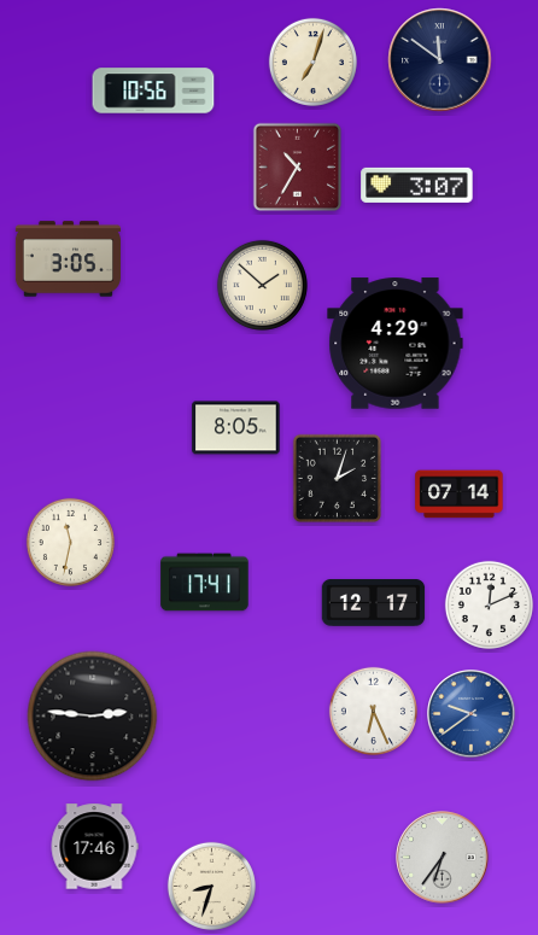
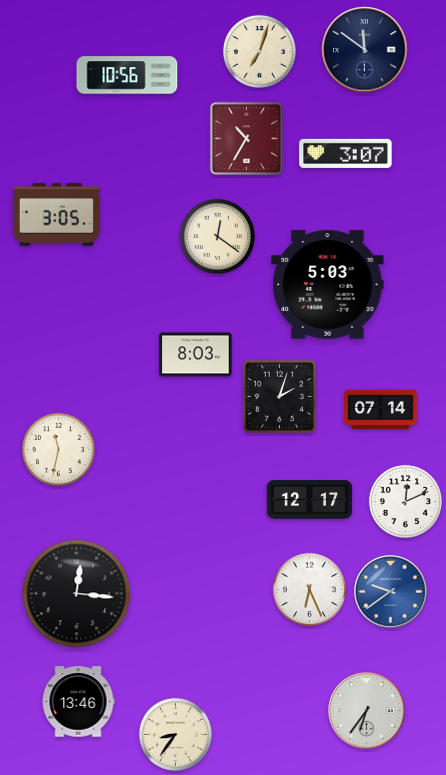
clock at (262, 285): 1:52 -> 12:21
clock at (396, 344): 4:29 -> 5:03
clock at (236, 428): 8:05 -> 8:03
clock at (205, 583): 17:41 -> none
clock at (93, 717): 2:46 -> 12:16
clock at (94, 847): 17:46 -> 13:46
clock at (211, 886): 8:33 -> 8:36
